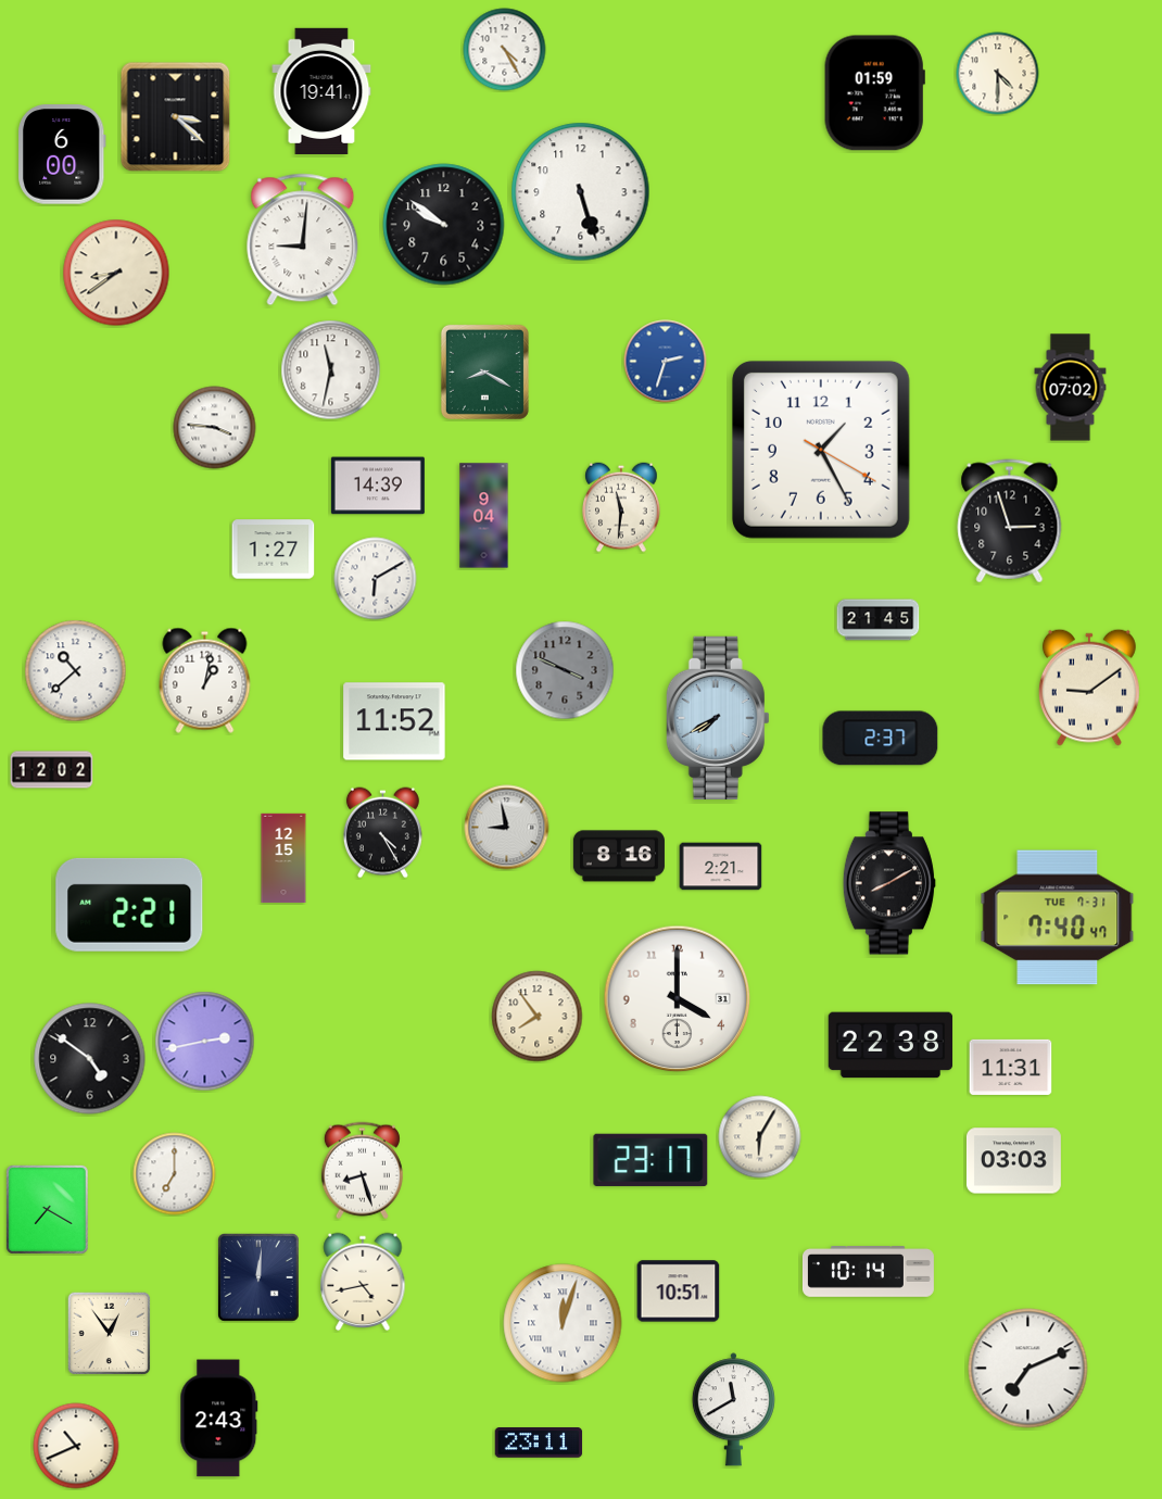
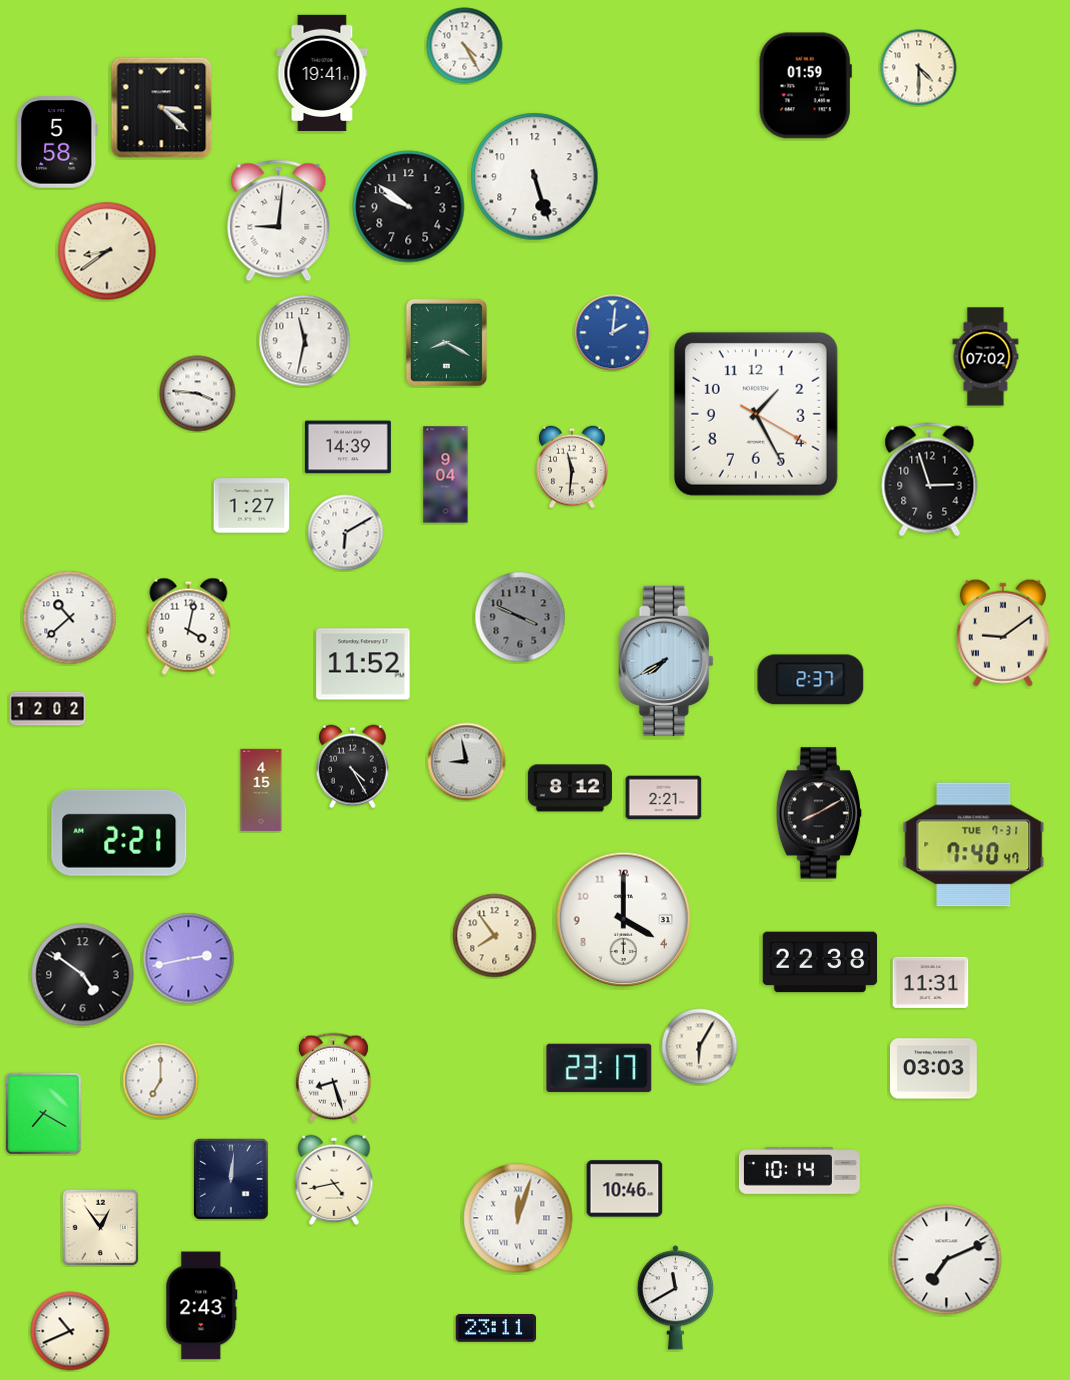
clock at (321, 90) position: (321, 90) -> (322, 72)
clock at (62, 154): 6:00 -> 5:58
clock at (666, 362): 2:33 -> 2:01
clock at (879, 620): 21:45 -> none
clock at (205, 680): 1:02 -> 4:02
clock at (718, 718) position: (718, 718) -> (666, 661)
clock at (619, 856): 8:16 -> 8:12
clock at (283, 858): 12:15 -> 4:15
clock at (260, 1278) position: (260, 1278) -> (232, 1180)
clock at (679, 1292): 10:51 -> 10:46
